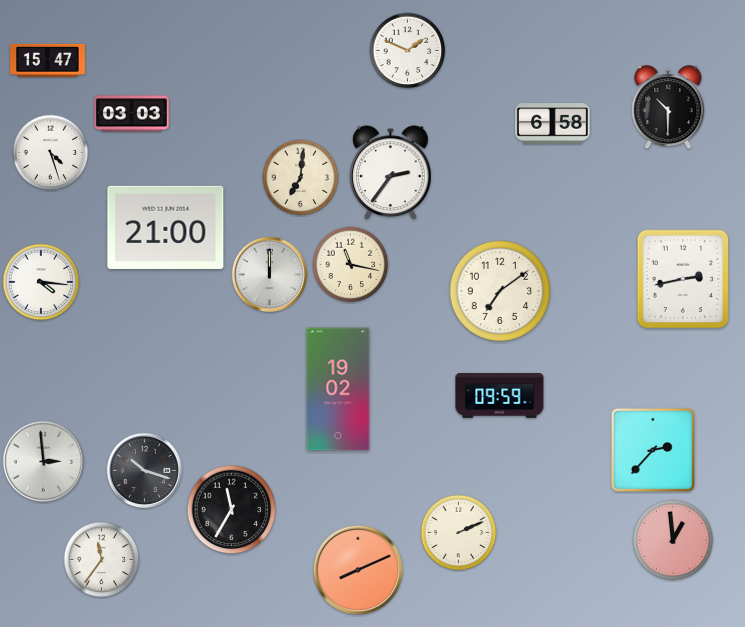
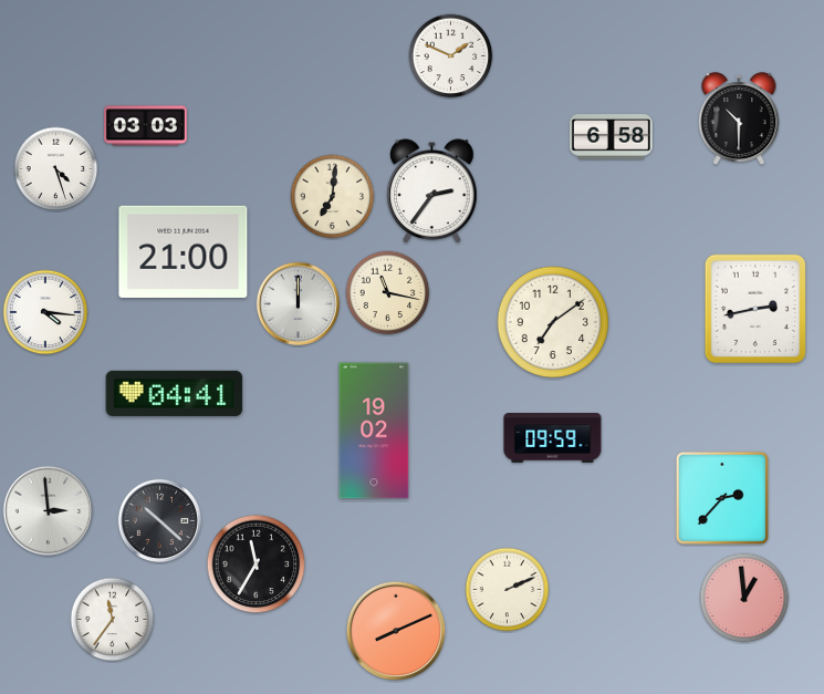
clock at (48, 60): 15:47 -> none
clock at (175, 393): none -> 04:41
clock at (144, 470): 10:18 -> 10:22
